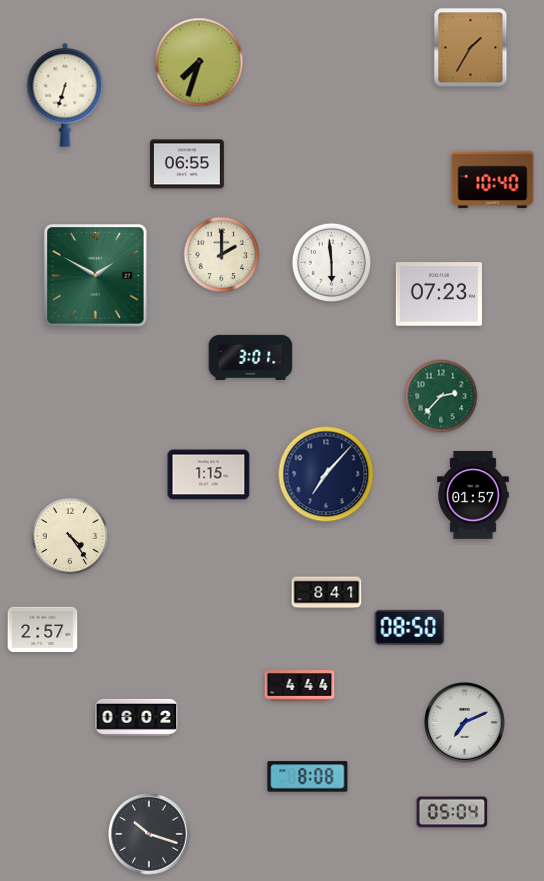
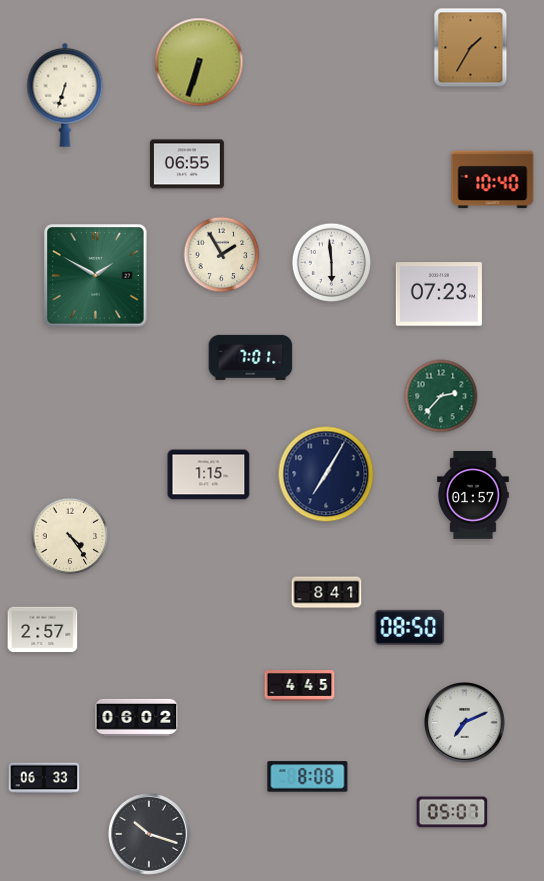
clock at (199, 62): 7:33 -> 6:33
clock at (222, 255): 2:00 -> 1:55
clock at (251, 357): 3:01 -> 7:01
clock at (326, 474): 7:07 -> 7:05
clock at (300, 686): 4:44 -> 4:45
clock at (44, 778): none -> 06:33
clock at (452, 812): 05:04 -> 05:07
